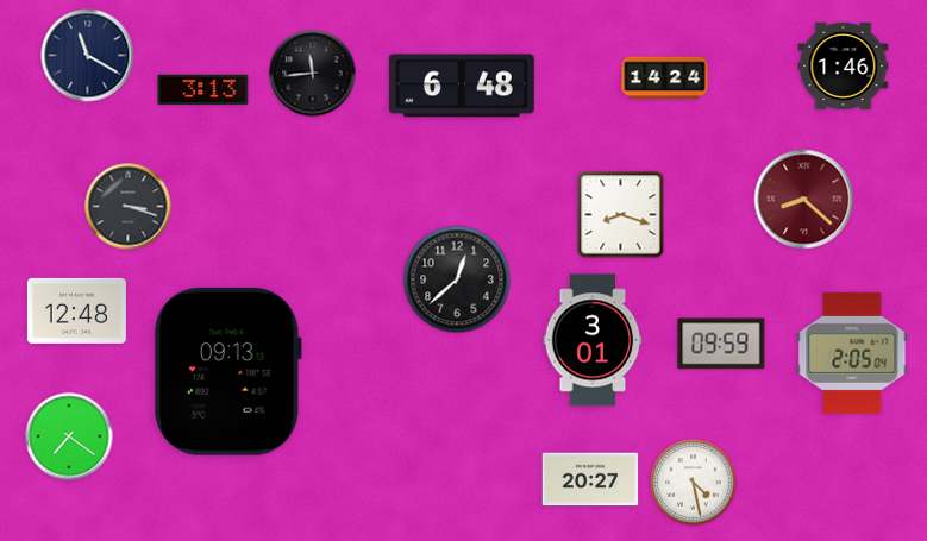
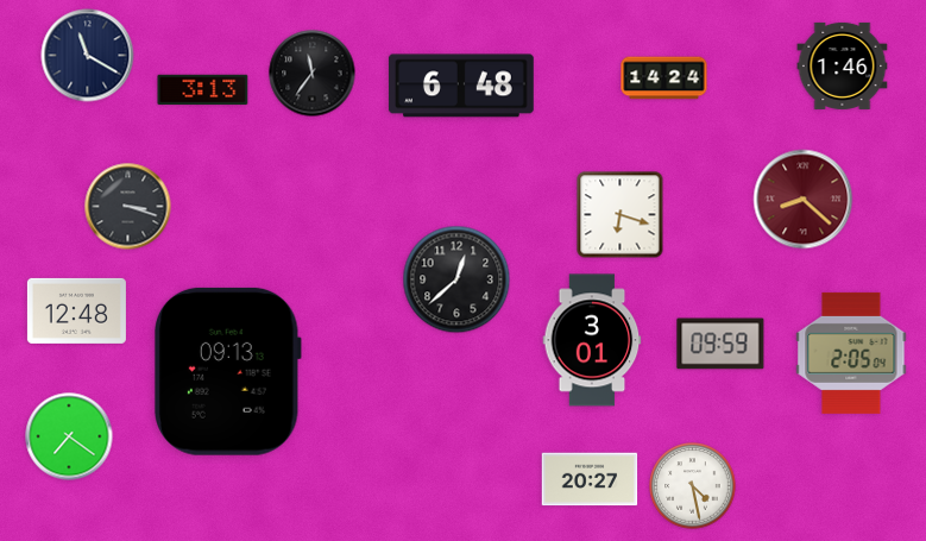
clock at (313, 74): 11:44 -> 11:36
clock at (621, 215): 8:18 -> 6:18
clock at (694, 483) position: (694, 483) -> (693, 486)
